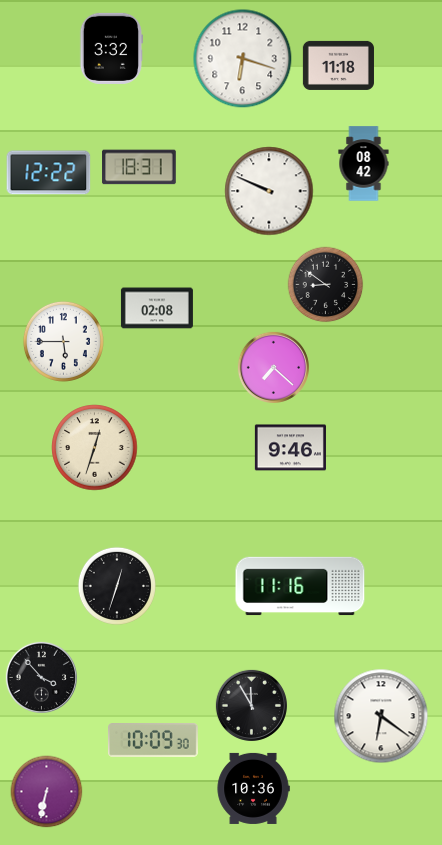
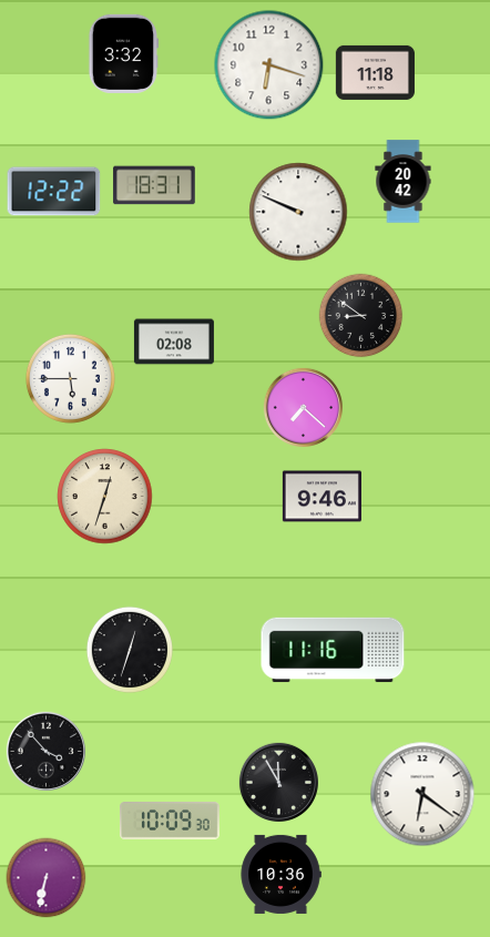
clock at (364, 164): 08:42 -> 20:42
clock at (47, 792) position: (47, 792) -> (47, 878)
